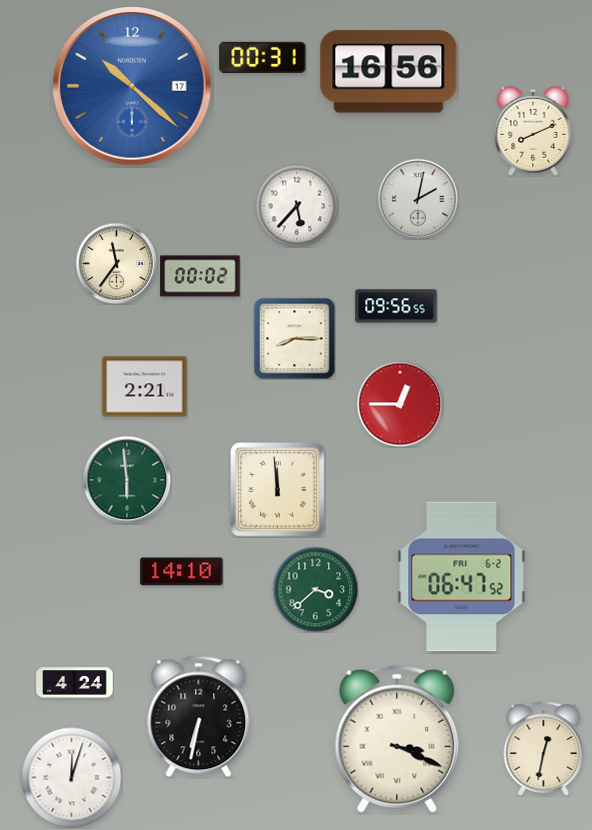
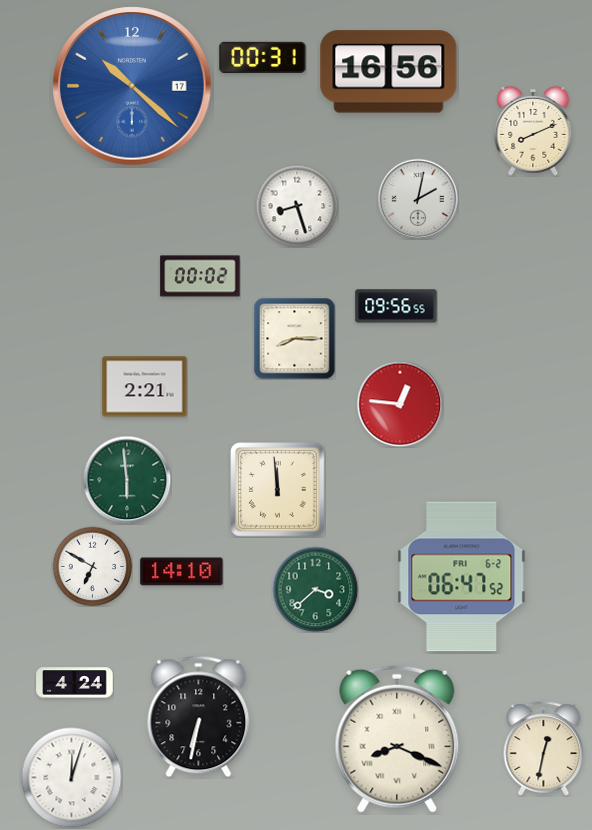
clock at (297, 206): 5:37 -> 8:27
clock at (116, 263): 11:36 -> none
clock at (400, 404): 12:45 -> 12:46
clock at (92, 566): none -> 6:50
clock at (397, 739): 3:19 -> 8:19
